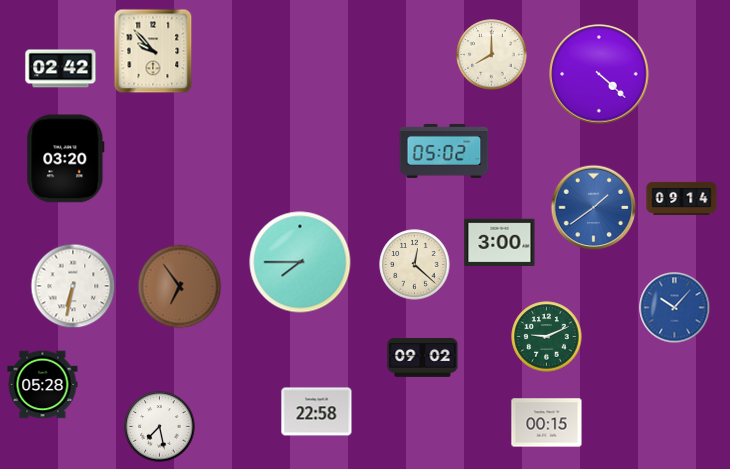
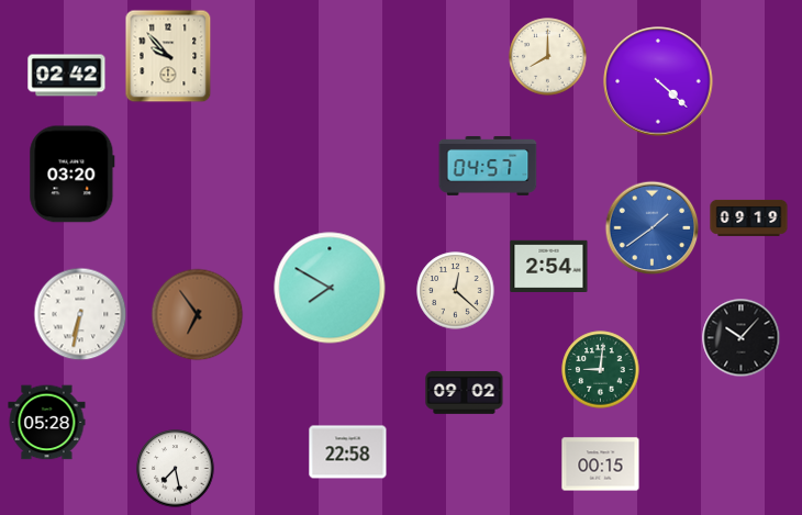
clock at (492, 55) position: (492, 55) -> (548, 57)
clock at (444, 151): 05:02 -> 04:57
clock at (682, 198): 09:14 -> 09:19
clock at (500, 243): 3:00 -> 2:54
clock at (300, 262): 7:45 -> 7:50
clock at (675, 308) dial: blue -> black
clock at (547, 337): 9:11 -> 9:01
